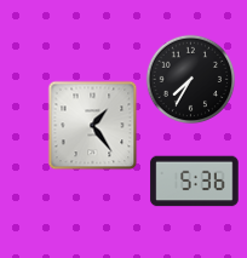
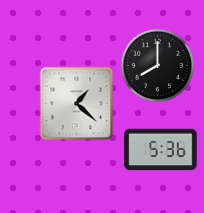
clock at (191, 80): 7:35 -> 8:00
clock at (93, 126): 1:24 -> 1:22
